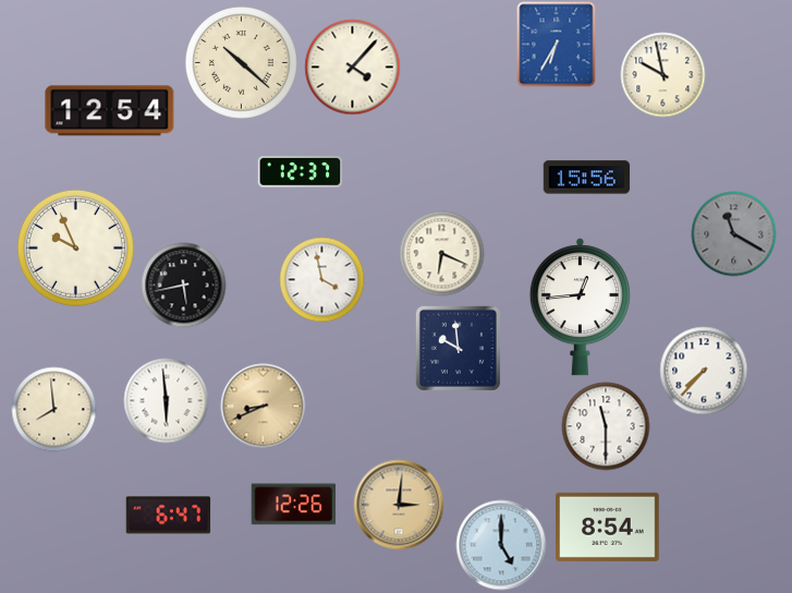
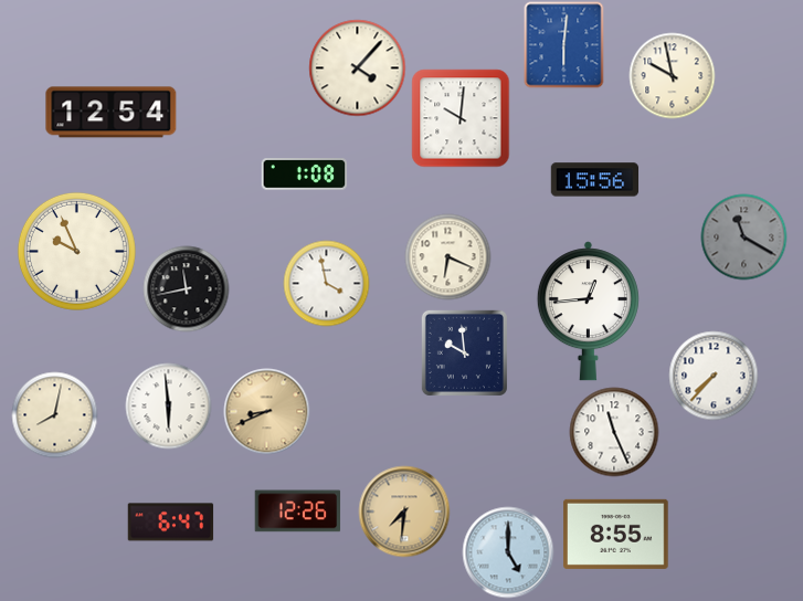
clock at (557, 44): 6:35 -> 6:01
clock at (242, 63): 10:22 -> none
clock at (461, 118): none -> 10:01
clock at (300, 172): 12:37 -> 1:08
clock at (183, 285): 5:43 -> 11:43
clock at (53, 409): 7:59 -> 8:02
clock at (606, 426): 11:30 -> 11:26
clock at (399, 505): 3:01 -> 7:31
clock at (608, 527): 8:54 -> 8:55
